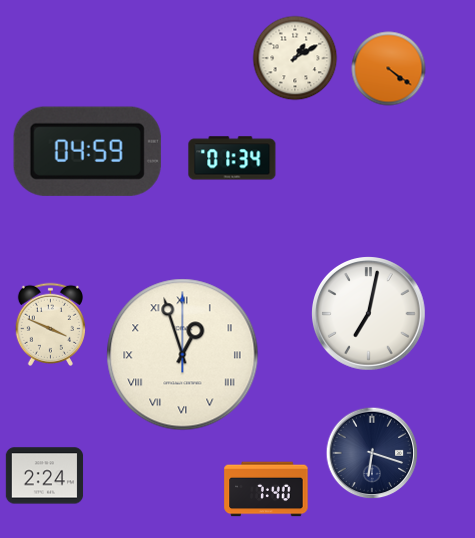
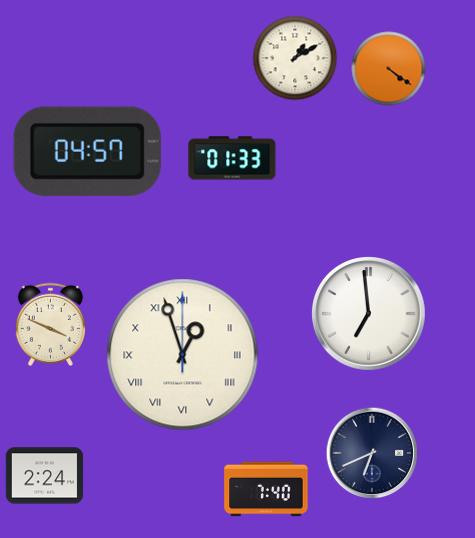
clock at (87, 151): 04:59 -> 04:57
clock at (232, 158): 01:34 -> 01:33
clock at (369, 314): 7:02 -> 6:59
clock at (372, 453): 6:18 -> 6:41
